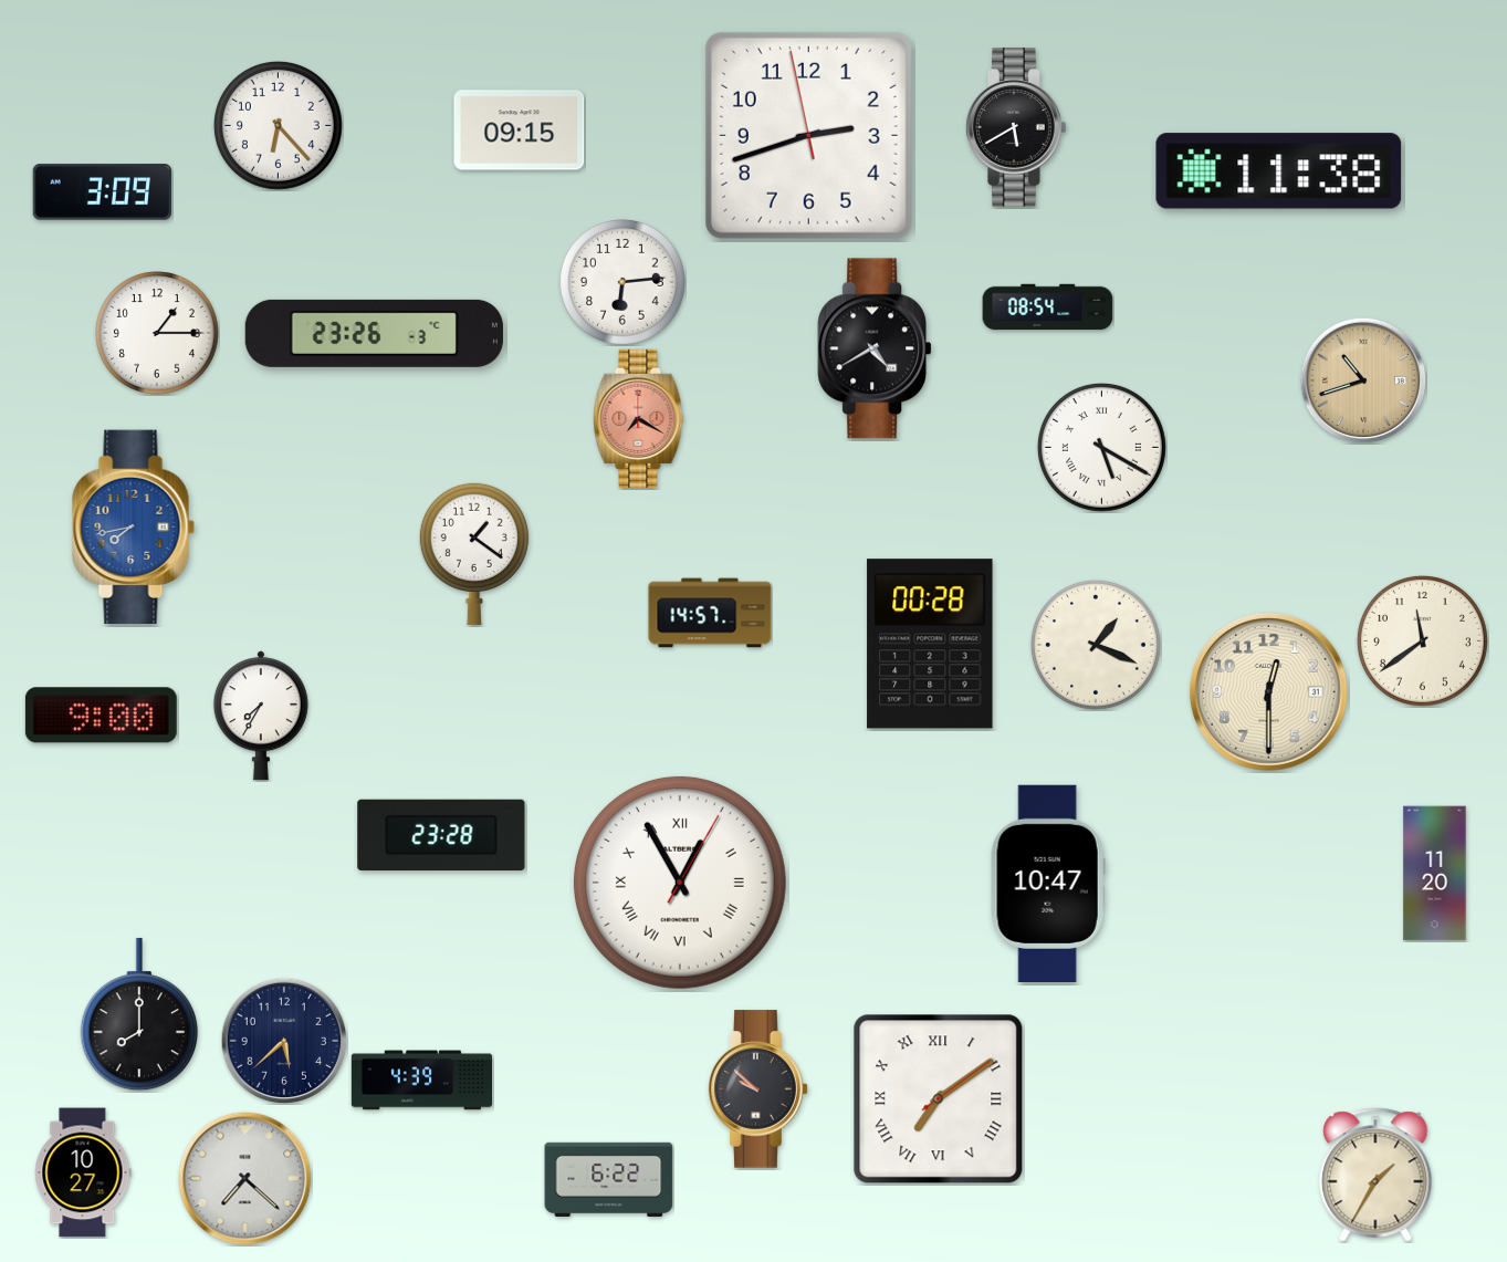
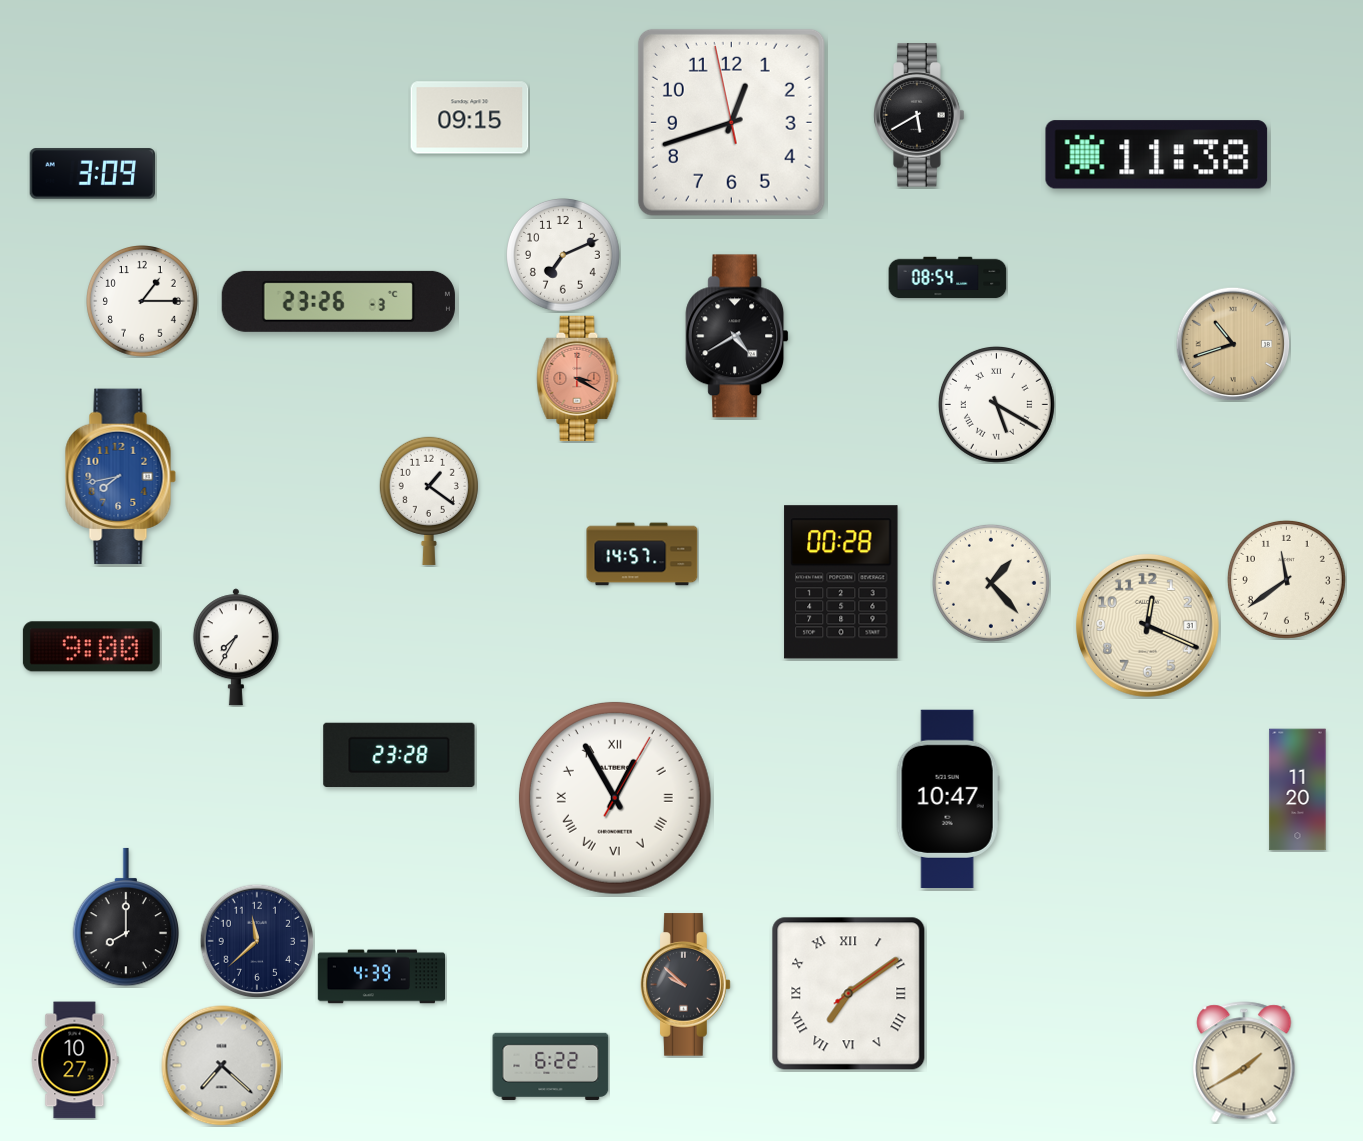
clock at (278, 125): 6:23 -> none
clock at (808, 135): 2:41 -> 12:41
clock at (624, 283): 6:14 -> 7:11
clock at (875, 348) position: (875, 348) -> (737, 336)
clock at (639, 419): 7:20 -> 3:20
clock at (1096, 645): 1:19 -> 1:23
clock at (1269, 692): 12:30 -> 12:19
clock at (284, 1041): 5:38 -> 11:38
clock at (1375, 1175): 1:35 -> 1:40
